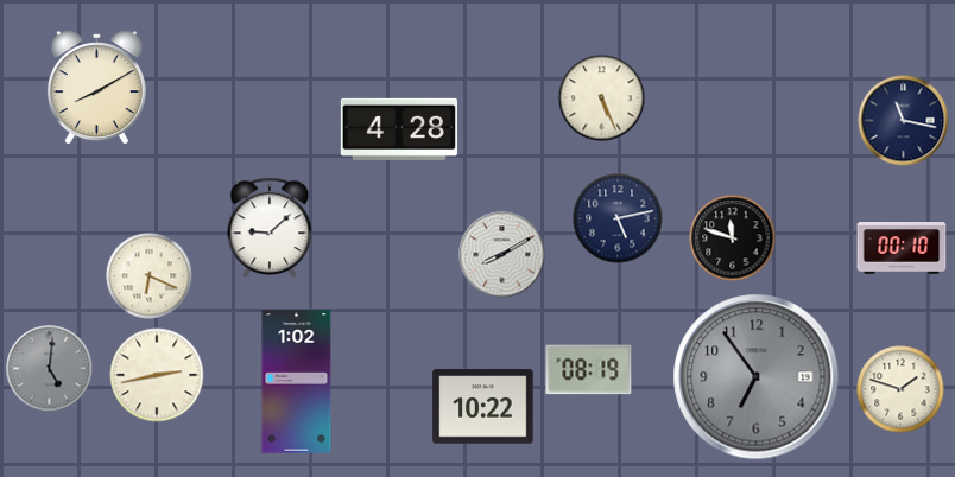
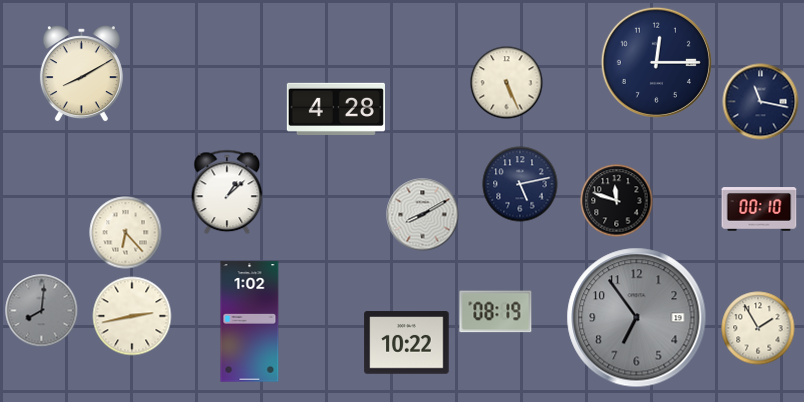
clock at (656, 62): none -> 12:15
clock at (270, 228): 9:08 -> 1:08
clock at (150, 276): 6:19 -> 6:23
clock at (50, 369): 5:01 -> 8:01
clock at (900, 389): 1:48 -> 1:55
